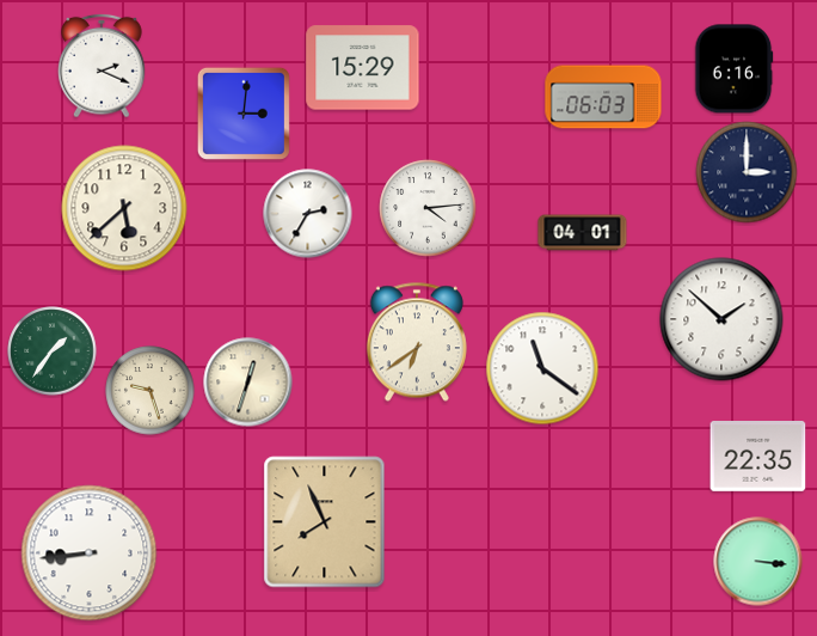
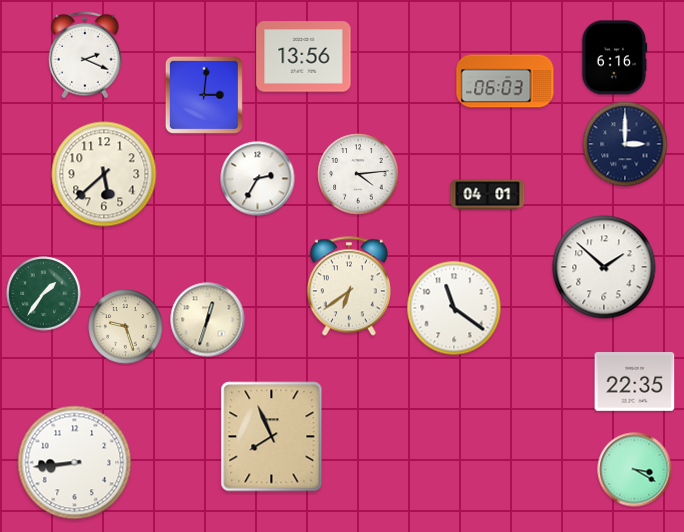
clock at (363, 68): 15:29 -> 13:56
clock at (758, 562): 3:16 -> 3:20
